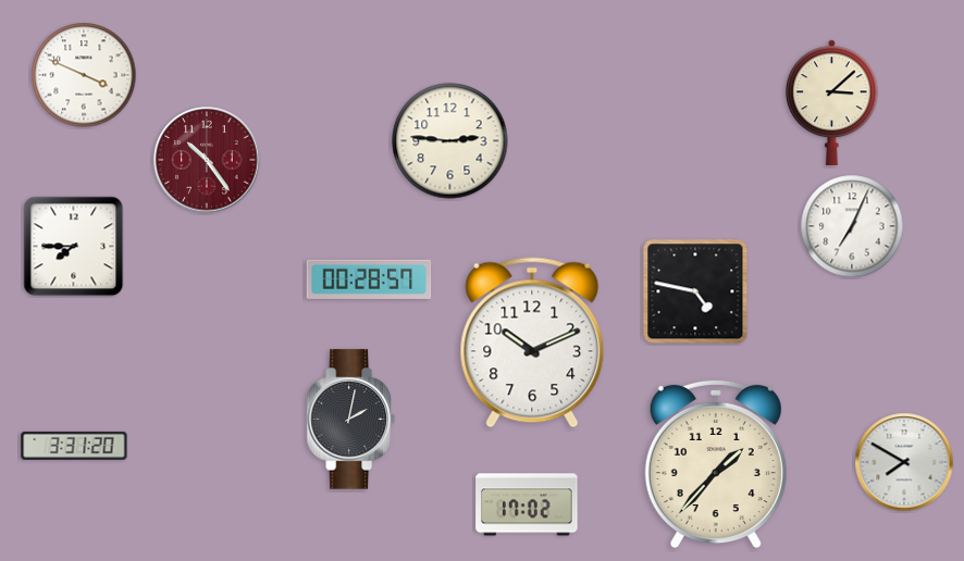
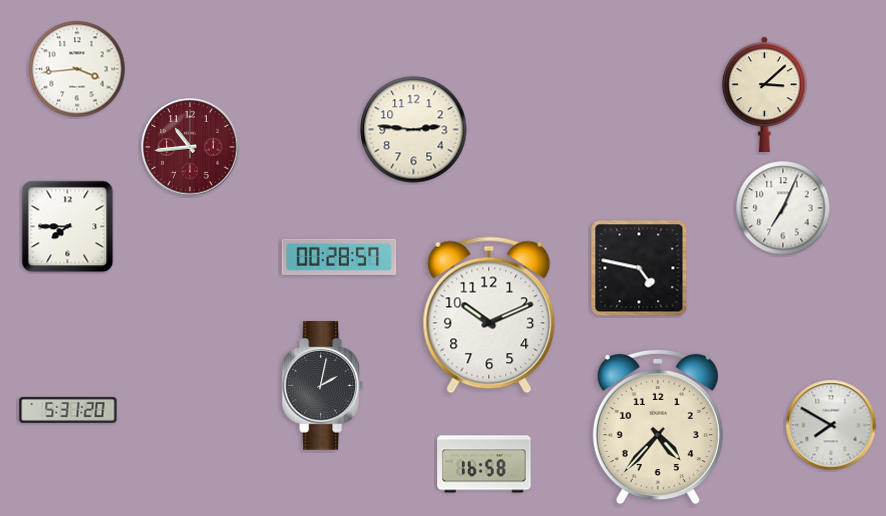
clock at (84, 75): 3:49 -> 3:44
clock at (207, 160): 10:24 -> 10:44
clock at (74, 446): 3:31 -> 5:31
clock at (716, 464): 1:37 -> 4:37
clock at (527, 504): 17:02 -> 16:58
